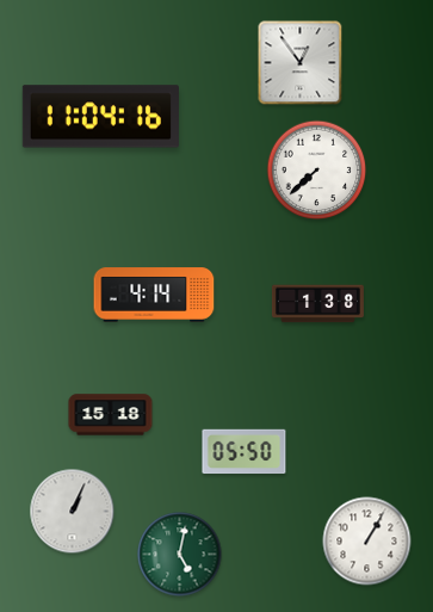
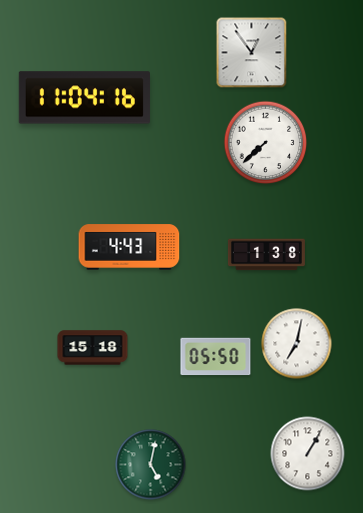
clock at (154, 295): 4:14 -> 4:43
clock at (297, 344): none -> 7:02
clock at (245, 452) position: (245, 452) -> (216, 357)
clock at (73, 512): 1:04 -> none
